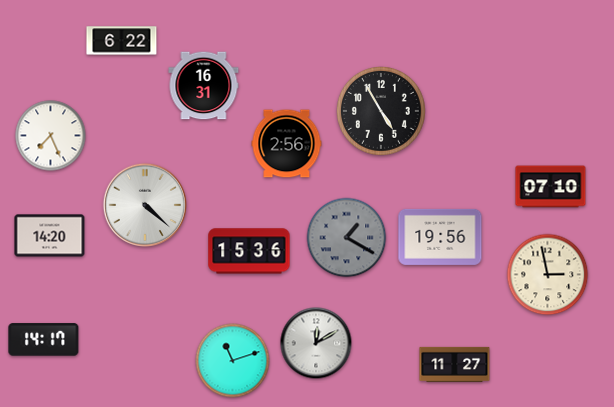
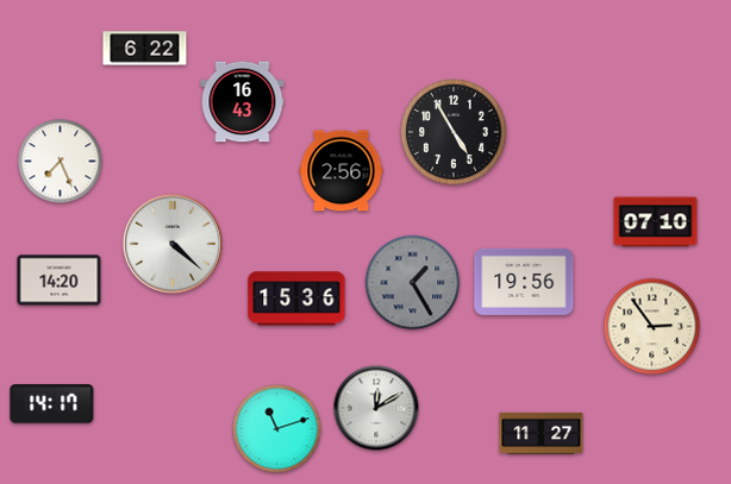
clock at (204, 86): 16:31 -> 16:43
clock at (347, 238): 1:20 -> 1:25
clock at (548, 275): 2:58 -> 2:54
